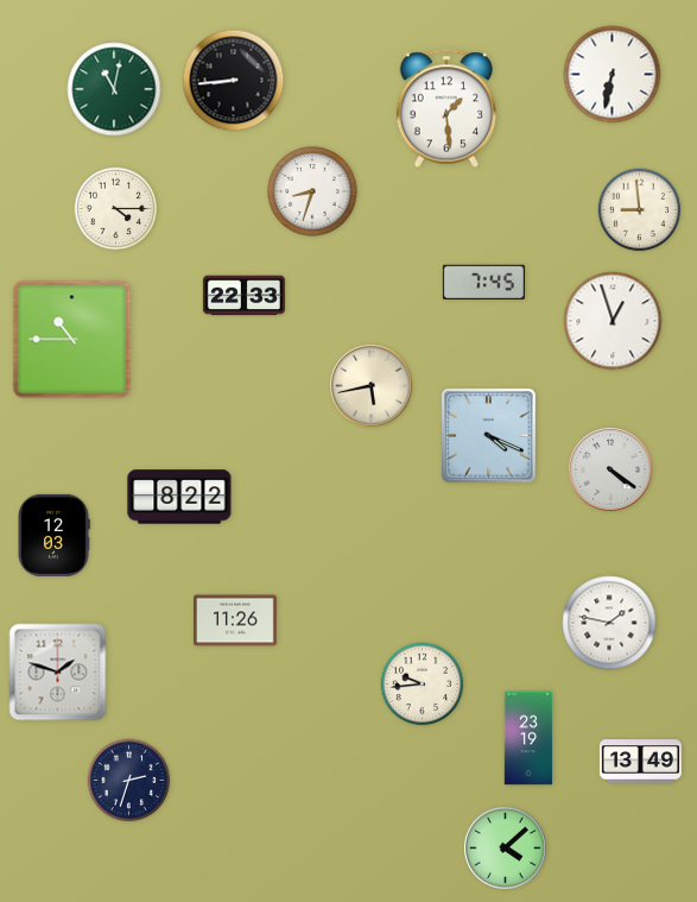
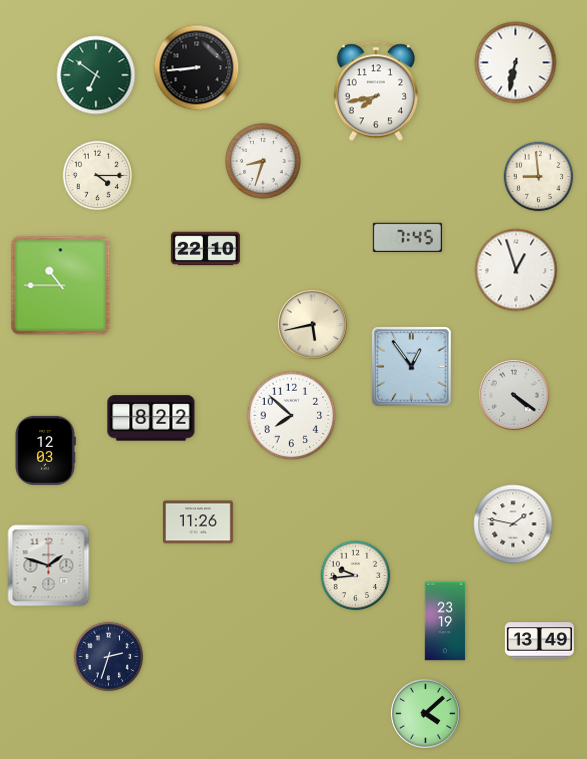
clock at (114, 89): 11:02 -> 6:51
clock at (445, 108): 1:29 -> 7:43
clock at (243, 296): 22:33 -> 22:10
clock at (489, 436): 4:19 -> 12:54
clock at (292, 416): none -> 7:52
